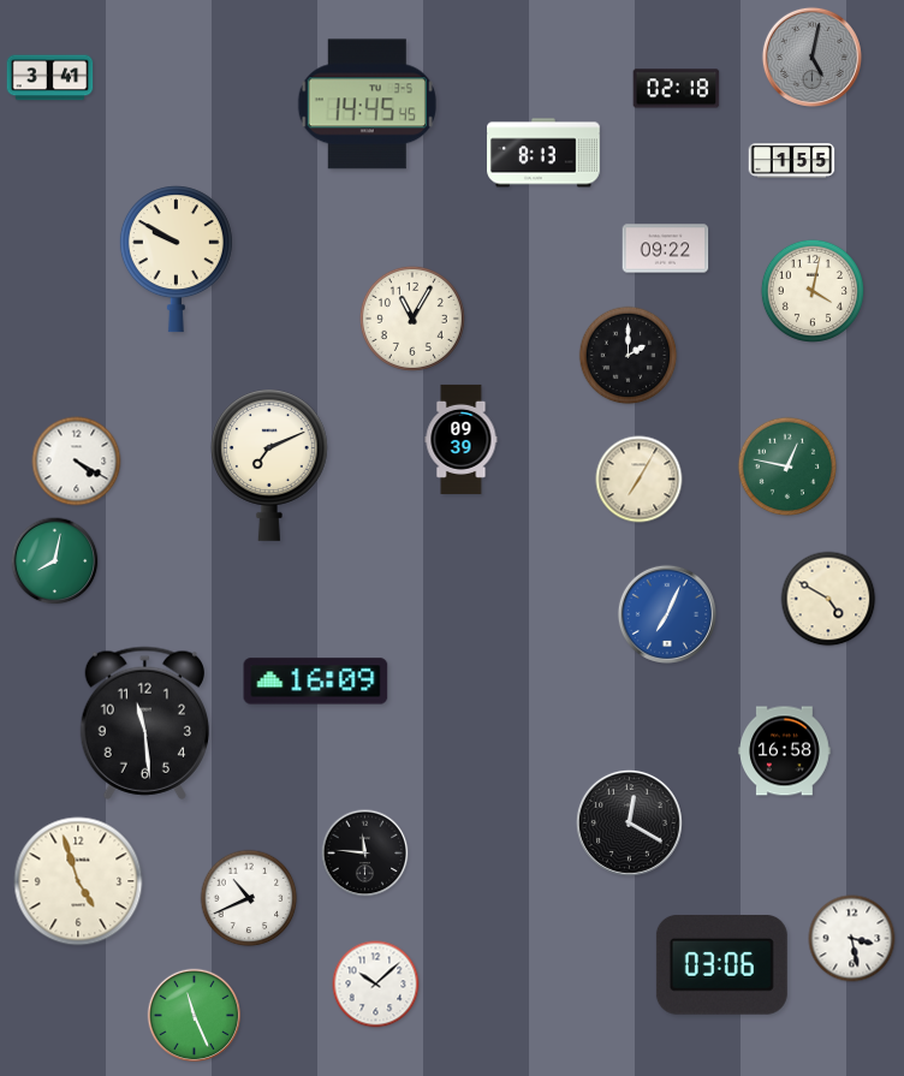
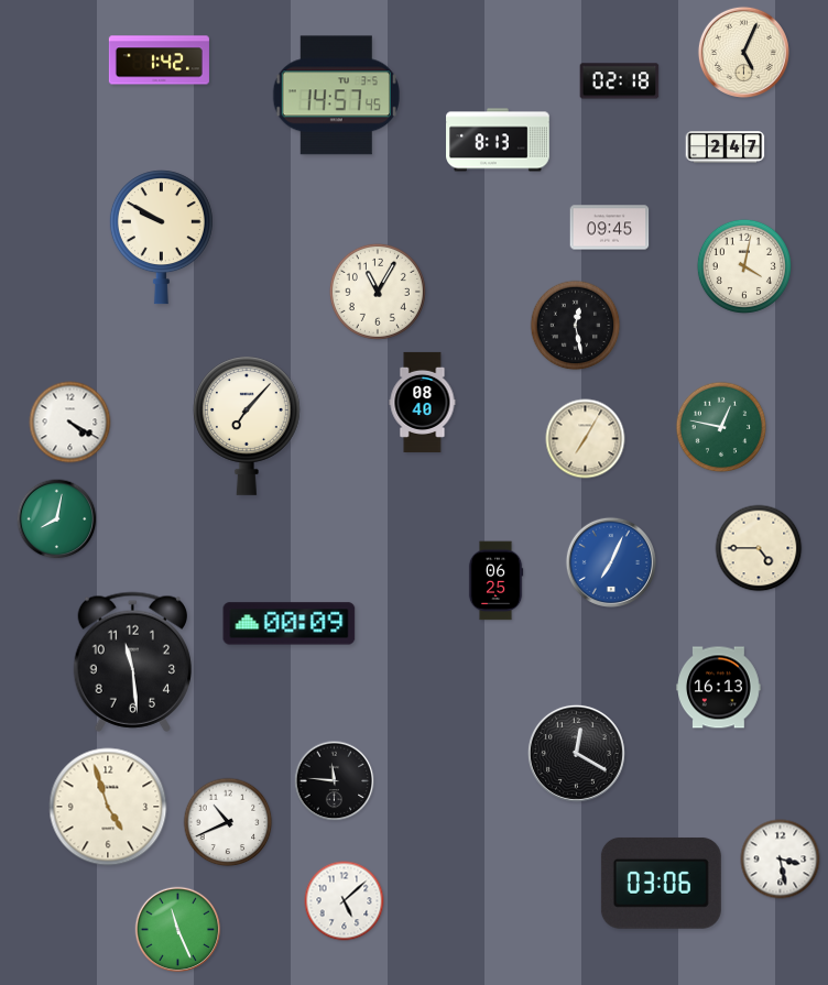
clock at (811, 57): 5:02 -> 5:04
clock at (811, 57) dial: grey -> cream
clock at (159, 61): none -> 1:42
clock at (50, 78): 3:41 -> none
clock at (367, 105): 14:45 -> 14:57
clock at (792, 161): 1:55 -> 2:47
clock at (666, 249): 09:22 -> 09:45
clock at (629, 356): 2:00 -> 12:28
clock at (462, 439): 09:39 -> 08:40
clock at (269, 465): 7:11 -> 7:07
clock at (55, 561) position: (55, 561) -> (57, 519)
clock at (828, 599): 4:50 -> 4:45
clock at (495, 581): none -> 06:25
clock at (316, 682): 16:09 -> 00:09
clock at (785, 751): 16:58 -> 16:13
clock at (78, 881) position: (78, 881) -> (108, 807)
clock at (376, 985): 10:08 -> 5:08
